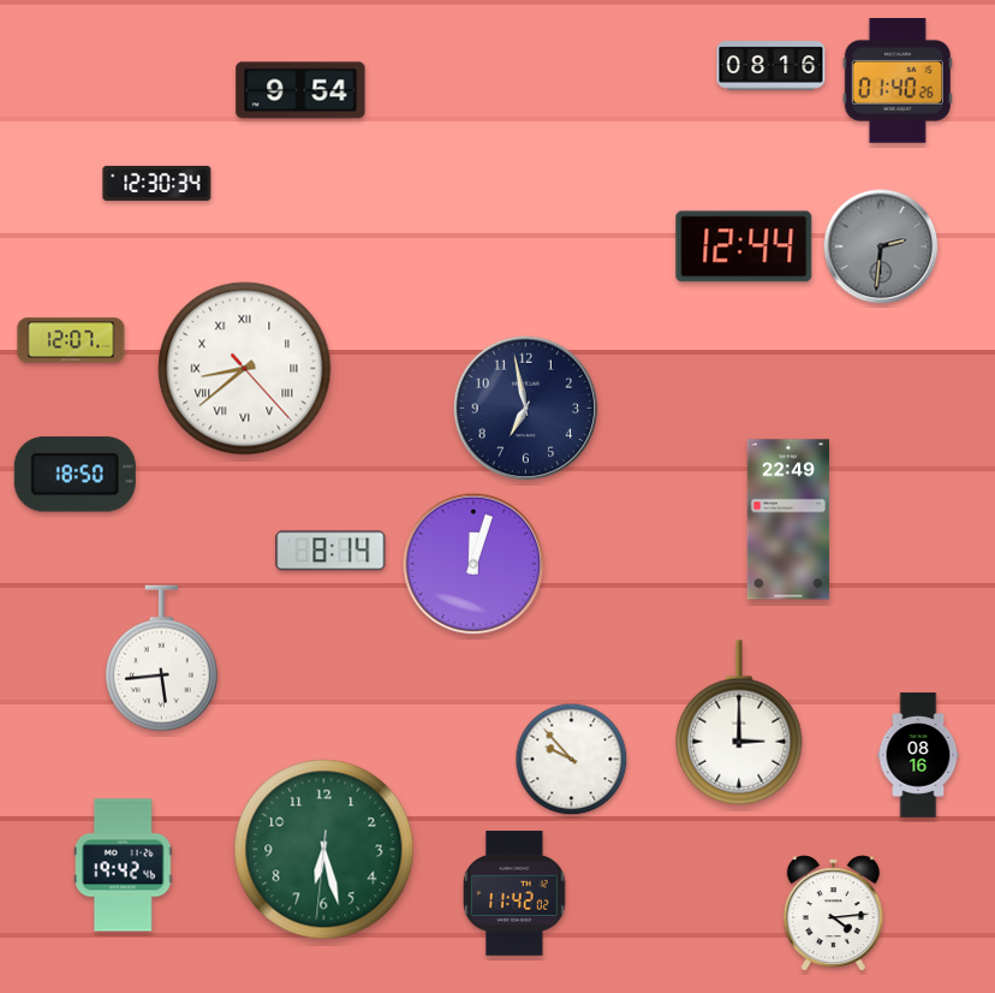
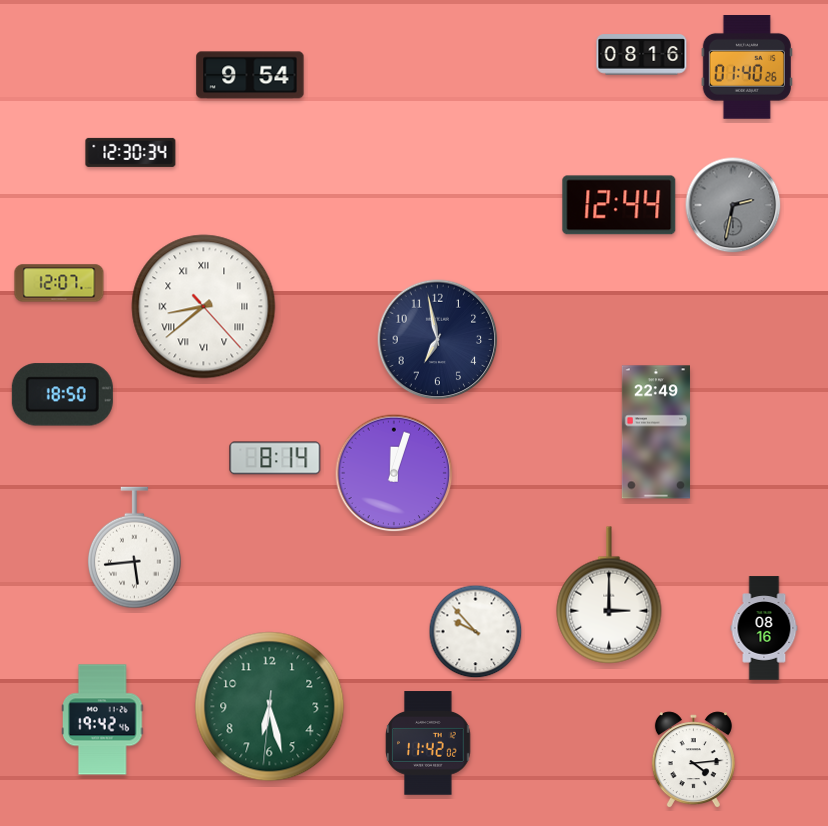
clock at (881, 246): 2:31 -> 2:32
clock at (473, 564) position: (473, 564) -> (394, 473)
clock at (739, 723) position: (739, 723) -> (609, 595)
